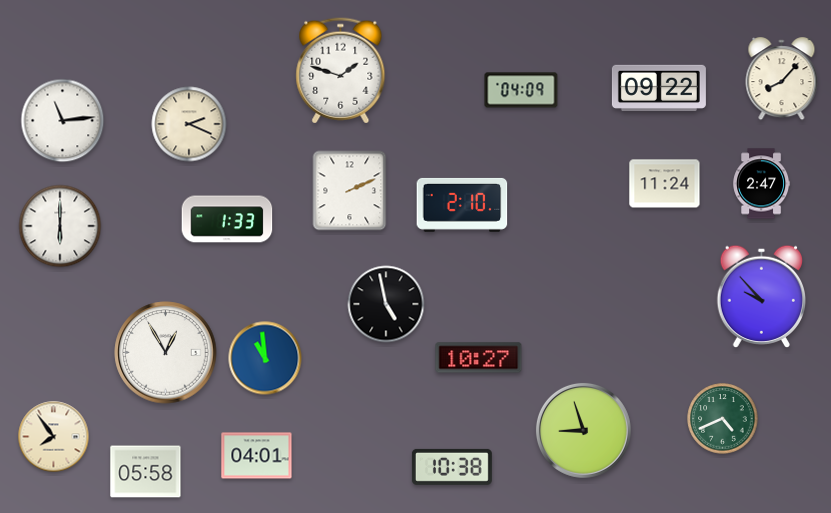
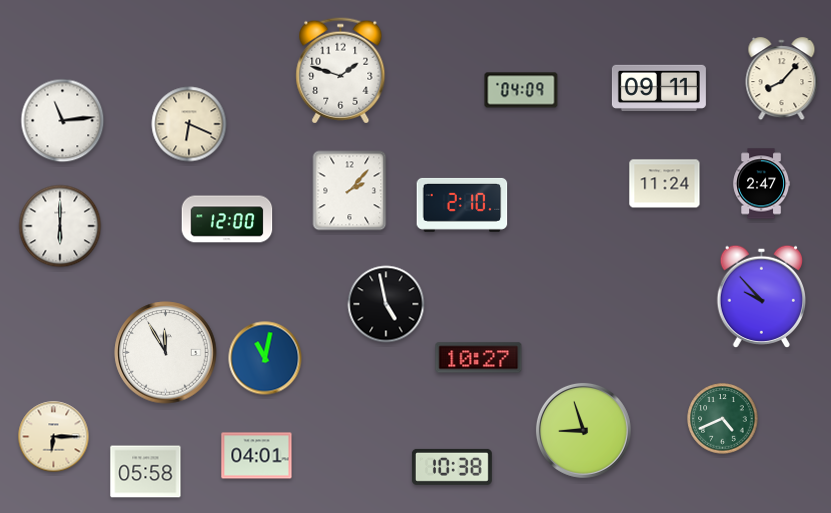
clock at (659, 87): 09:22 -> 09:11
clock at (189, 124): 2:19 -> 6:19
clock at (350, 191): 2:11 -> 2:07
clock at (227, 219): 1:33 -> 12:00
clock at (166, 353): 12:55 -> 11:55
clock at (265, 358): 10:59 -> 11:02
clock at (54, 437): 7:54 -> 6:15
